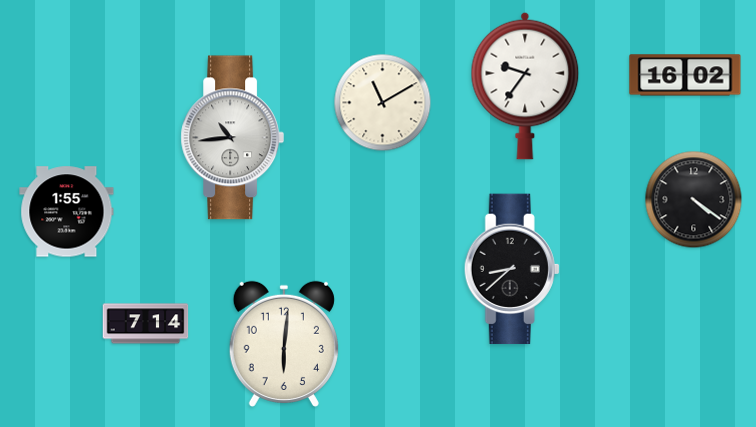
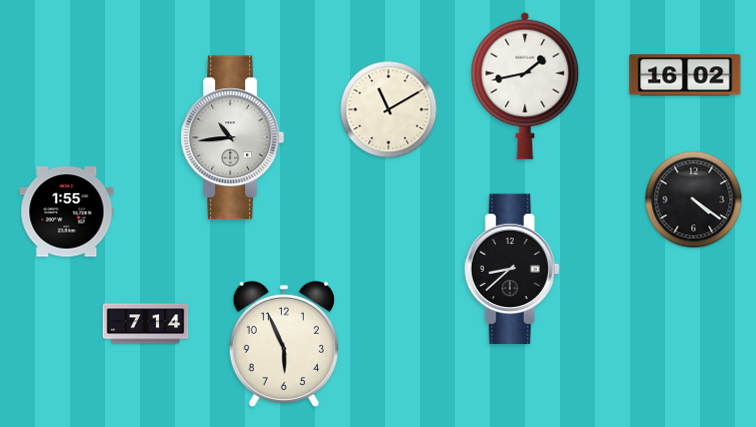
clock at (525, 86): 9:36 -> 1:43
clock at (383, 103) position: (383, 103) -> (389, 110)
clock at (284, 344): 6:01 -> 5:56
